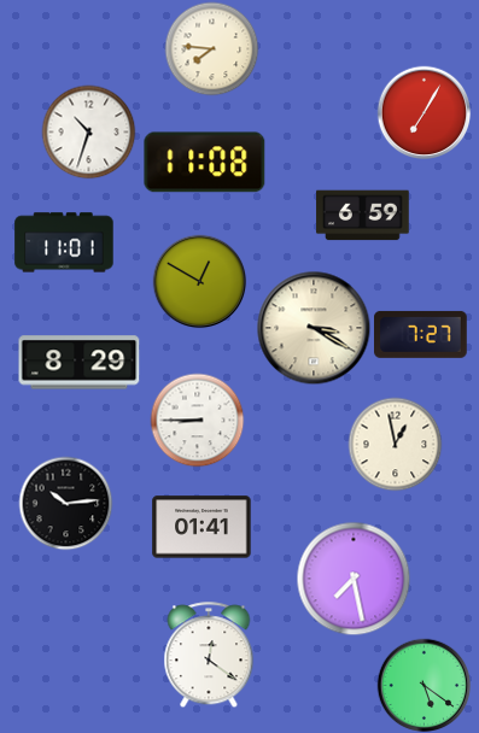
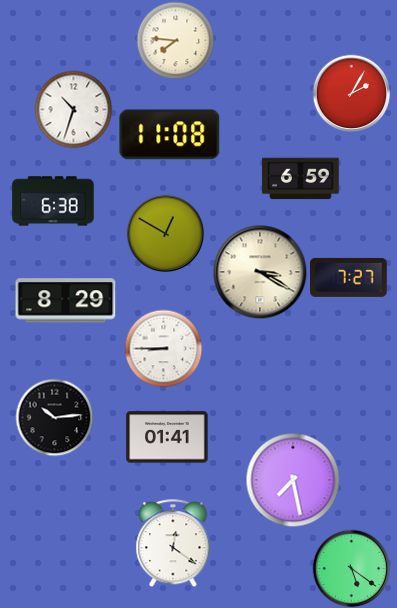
clock at (423, 112): 7:05 -> 2:05
clock at (64, 242): 11:01 -> 6:38
clock at (395, 444): 12:58 -> none
